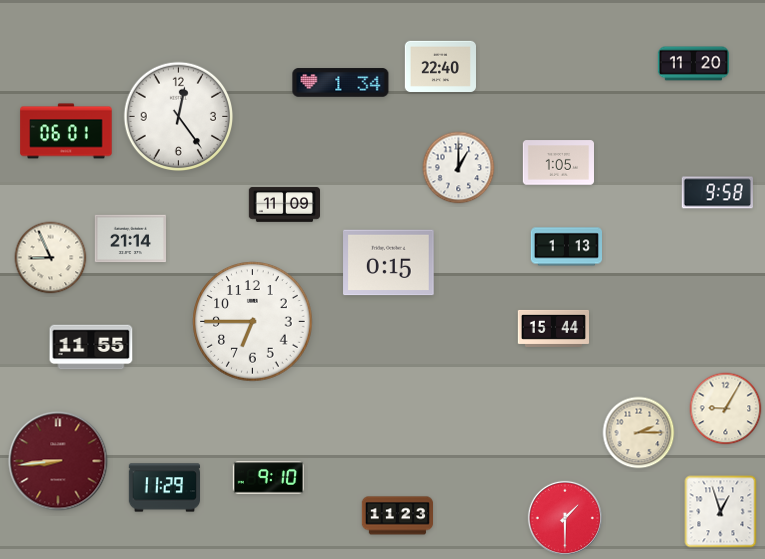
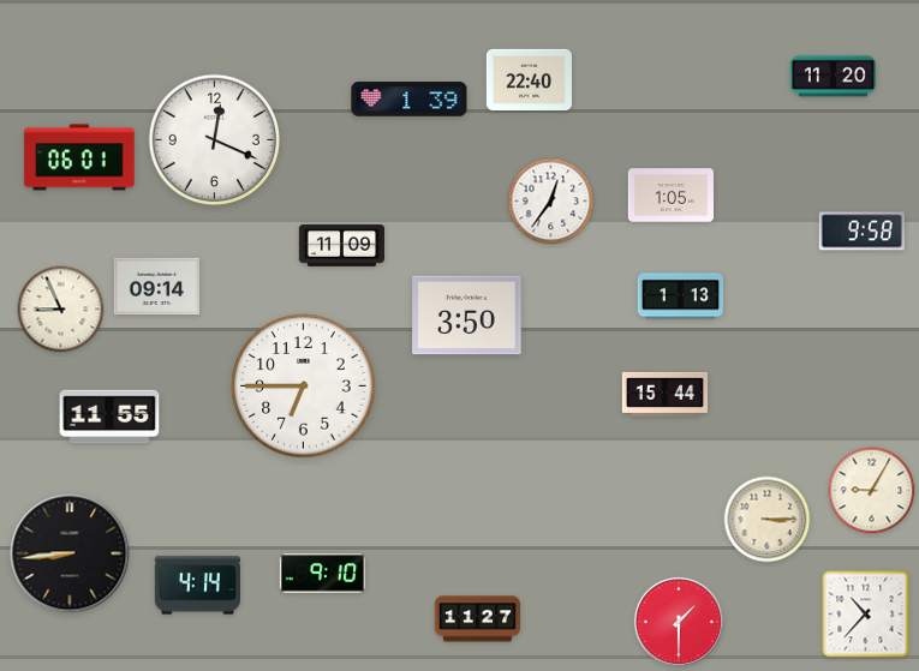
clock at (341, 83): 1:34 -> 1:39
clock at (179, 117): 12:24 -> 12:19
clock at (459, 168): 1:00 -> 12:36
clock at (130, 239): 21:14 -> 09:14
clock at (389, 263): 0:15 -> 3:50
clock at (639, 433): 2:15 -> 3:15
clock at (58, 461) dial: burgundy -> black
clock at (164, 488): 11:29 -> 4:14
clock at (721, 512): 12:57 -> 10:37
clock at (397, 516): 11:23 -> 11:27
